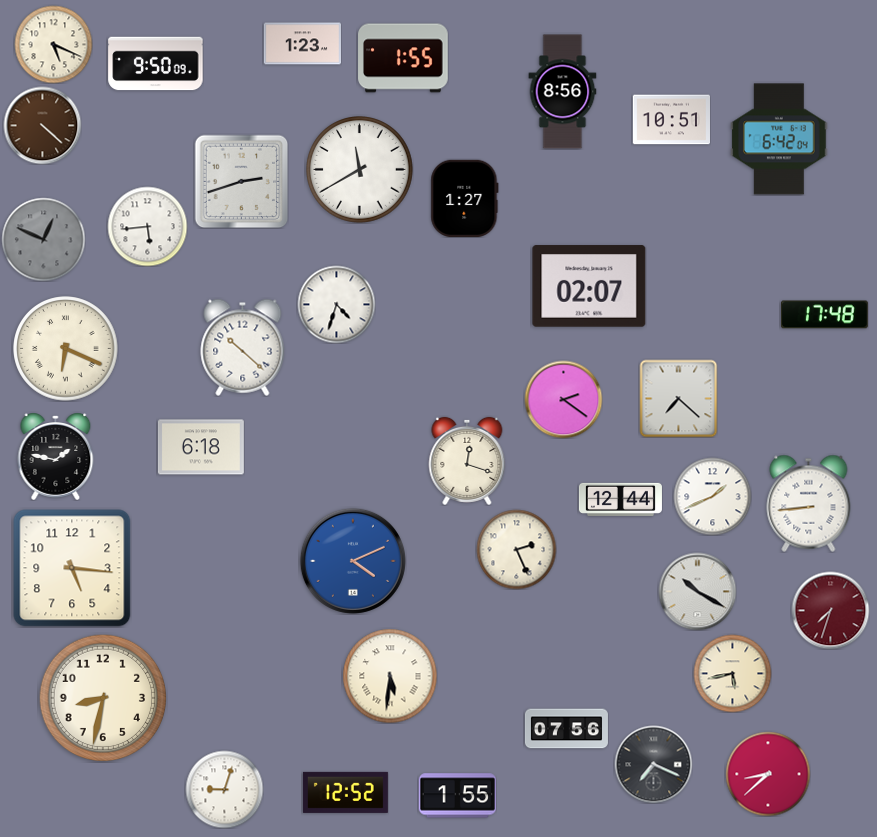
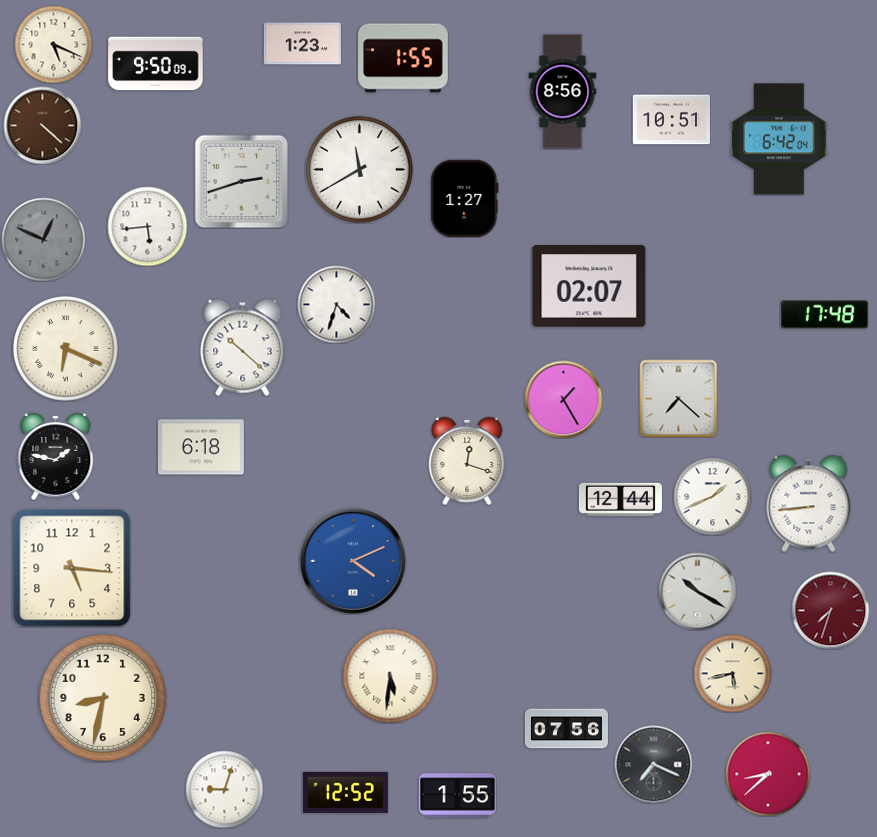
clock at (563, 399): 2:21 -> 1:25
clock at (516, 549): 2:26 -> none
